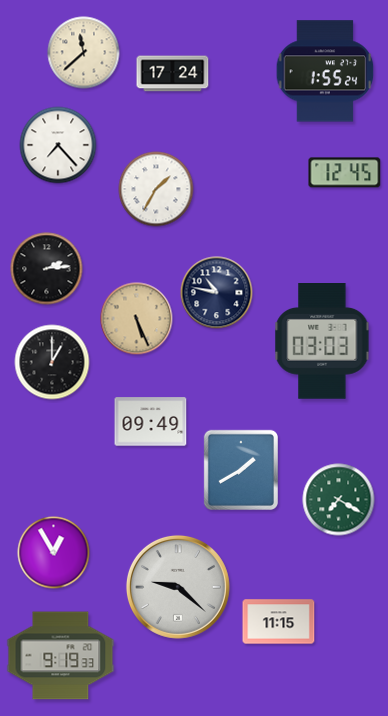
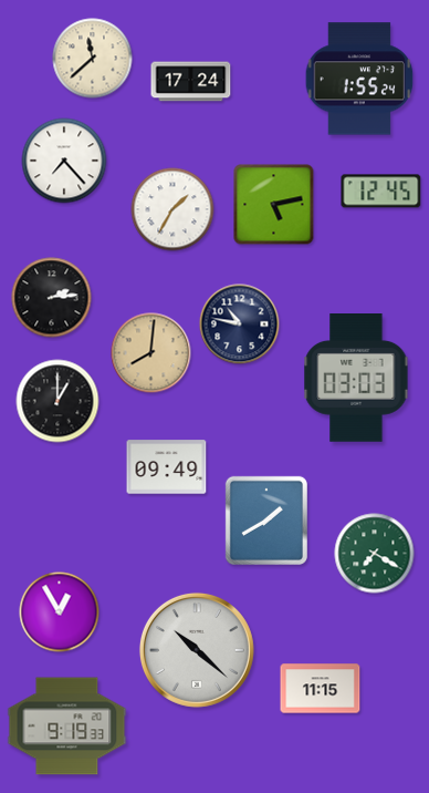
clock at (274, 205): none -> 5:13
clock at (137, 319): 5:26 -> 8:01
clock at (178, 587): 9:22 -> 10:22
clock at (279, 622) position: (279, 622) -> (321, 689)
